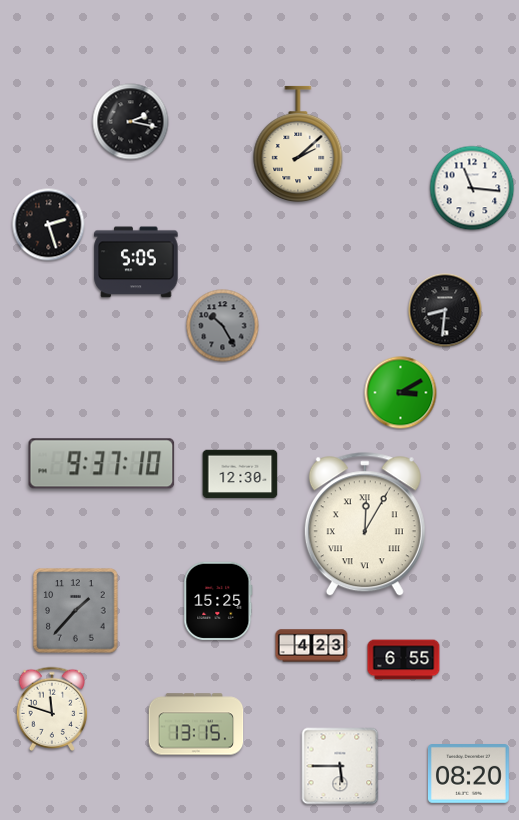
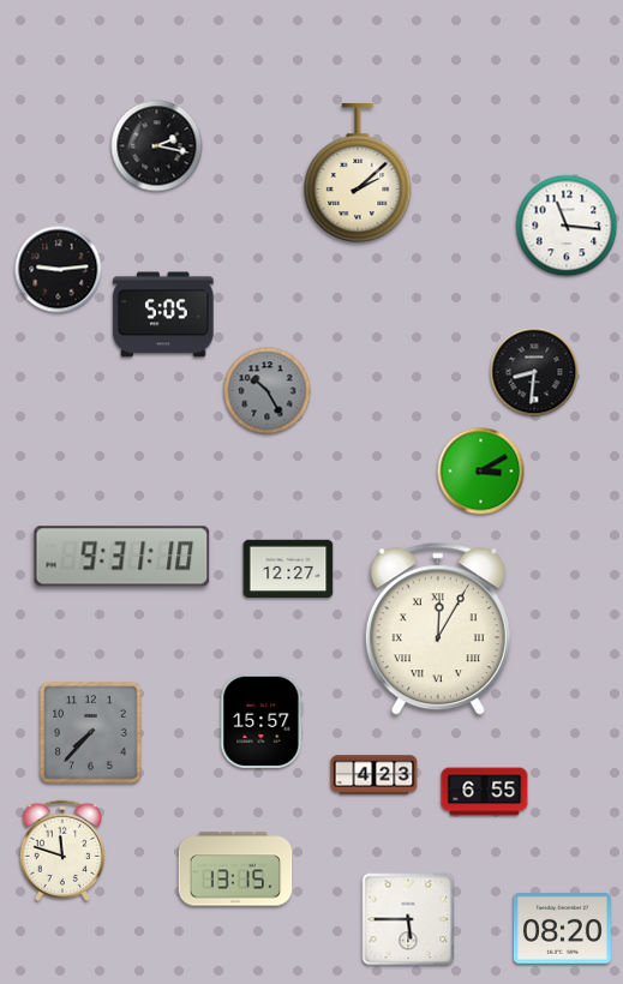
clock at (49, 225): 2:27 -> 9:14
clock at (102, 464): 9:37 -> 9:31
clock at (240, 474): 12:30 -> 12:27
clock at (218, 601): 15:25 -> 15:57
clock at (76, 611): 1:37 -> 7:37
